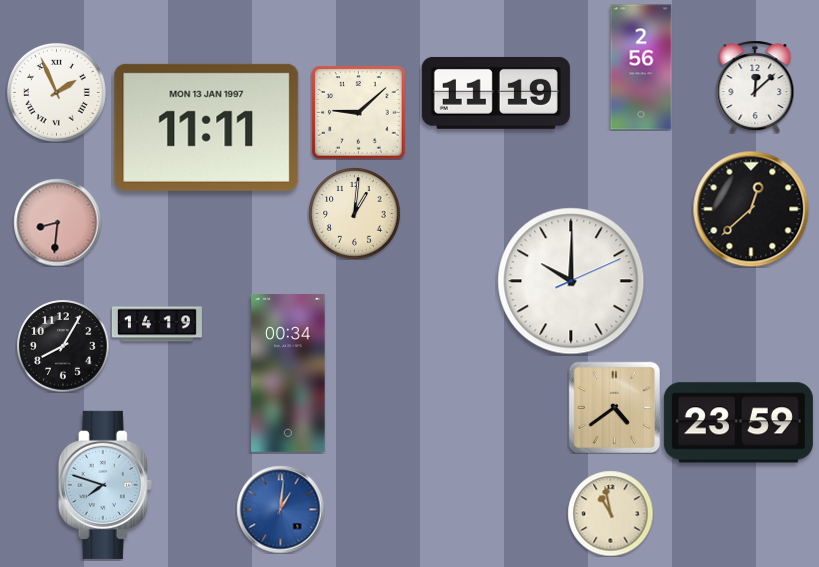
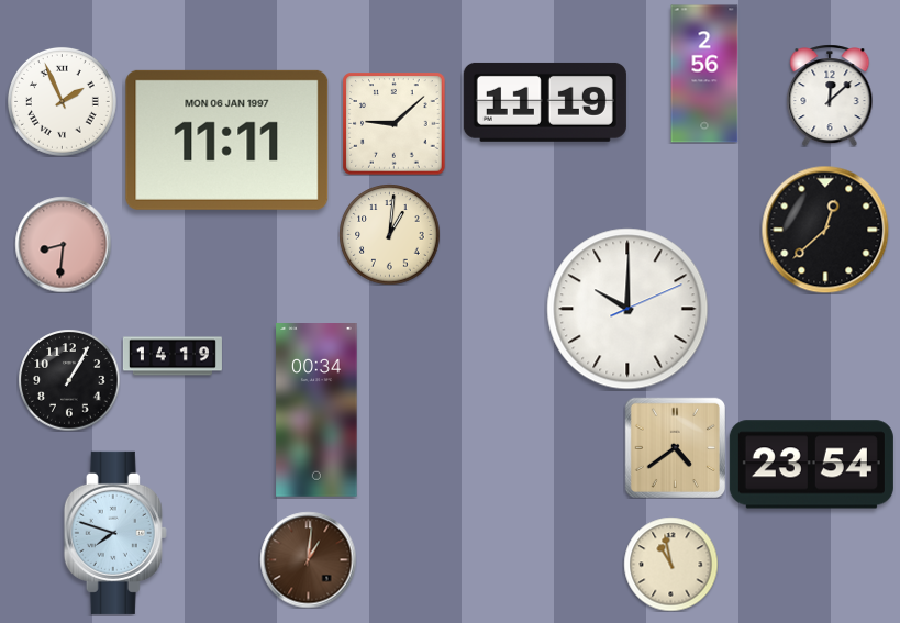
clock at (207, 127) date: MON 13 JAN 1997 -> MON 06 JAN 1997
clock at (63, 346): 8:05 -> 1:05
clock at (738, 423): 23:59 -> 23:54
clock at (280, 509) dial: blue -> brown
